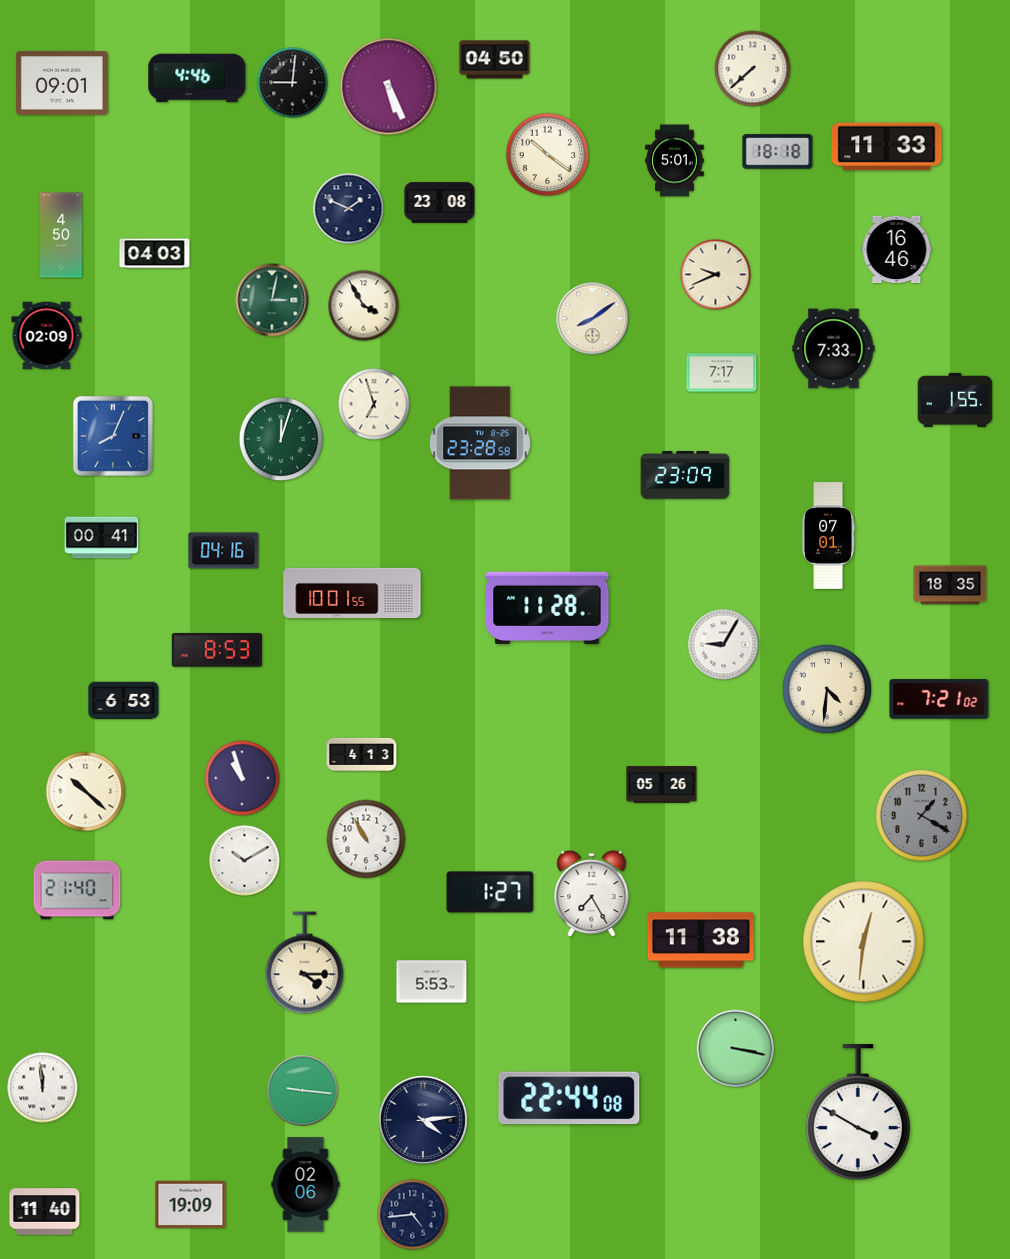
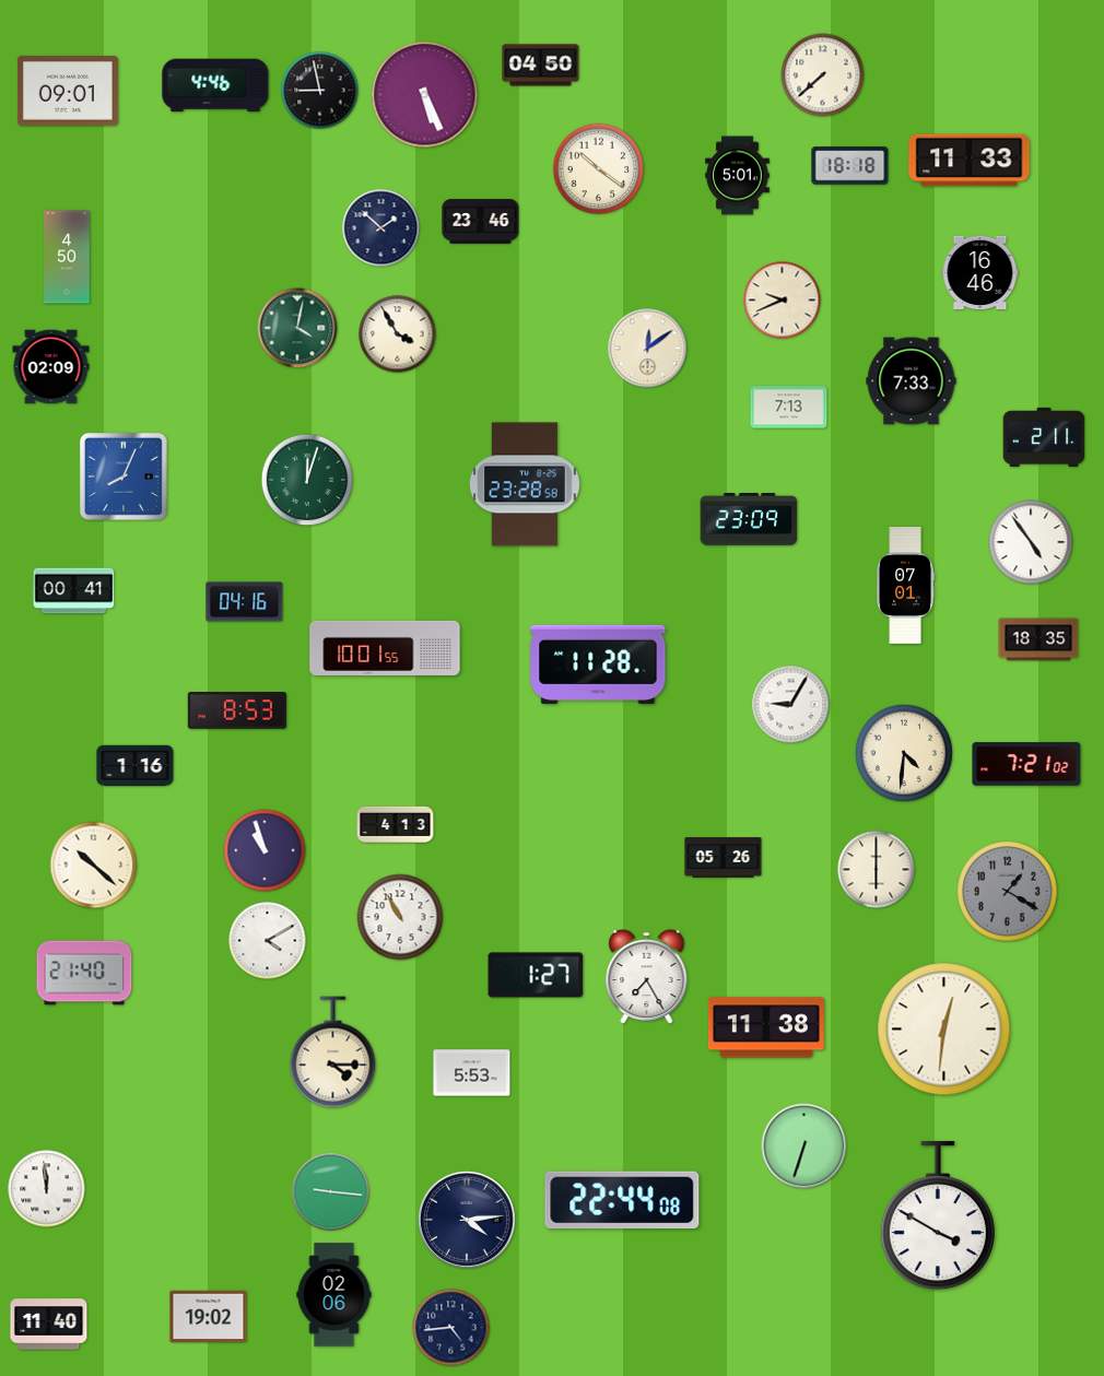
clock at (293, 83): 9:01 -> 8:58
clock at (440, 203): 23:08 -> 23:46
clock at (349, 209): 1:49 -> 1:52
clock at (155, 254): 04:03 -> none
clock at (272, 300): 3:02 -> 4:02
clock at (593, 319): 8:09 -> 12:09
clock at (722, 373): 7:17 -> 7:13
clock at (955, 400): 1:55 -> 2:11
clock at (374, 404): 6:57 -> none
clock at (1031, 542): none -> 4:54
clock at (102, 538) position: (102, 538) -> (74, 591)
clock at (124, 701): 6:53 -> 1:16
clock at (877, 870): none -> 6:00
clock at (245, 861): 10:10 -> 4:10
clock at (736, 1049): 3:17 -> 6:33
clock at (423, 1120) position: (423, 1120) -> (467, 1220)
clock at (191, 1205): 19:09 -> 19:02
